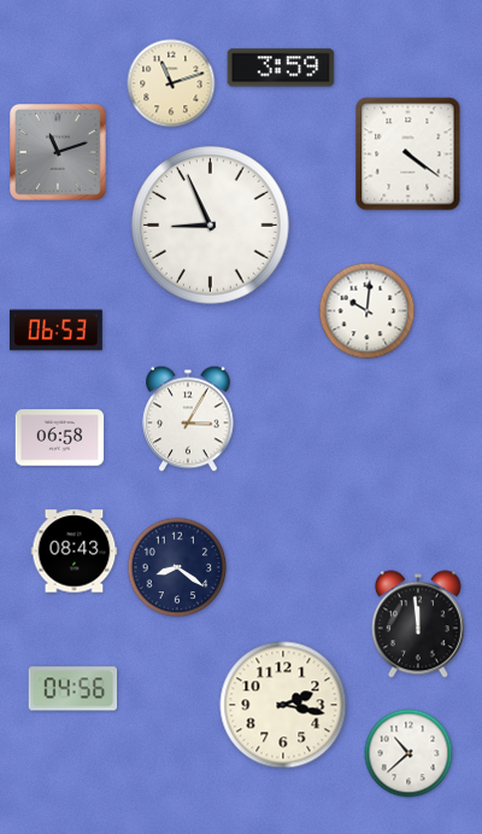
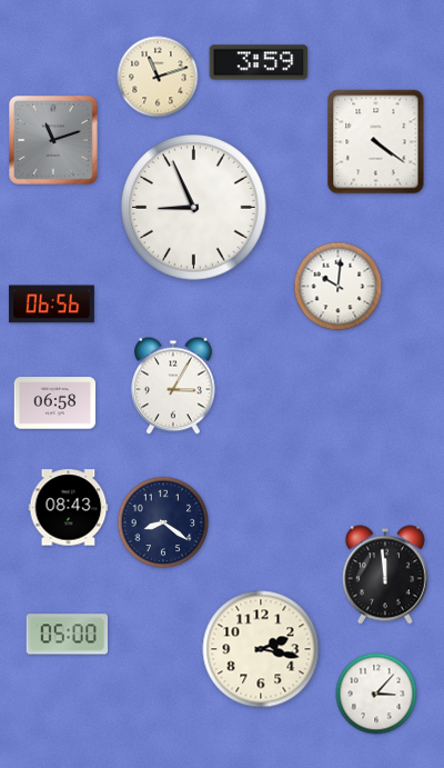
clock at (55, 331): 06:53 -> 06:56
clock at (74, 689): 04:56 -> 05:00
clock at (408, 753): 10:38 -> 3:07
